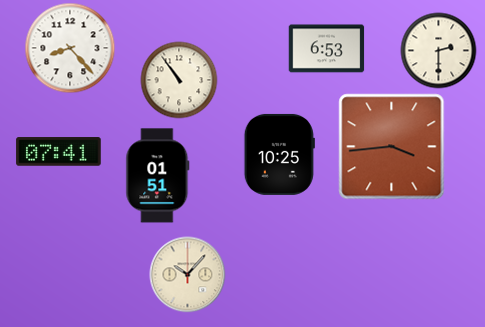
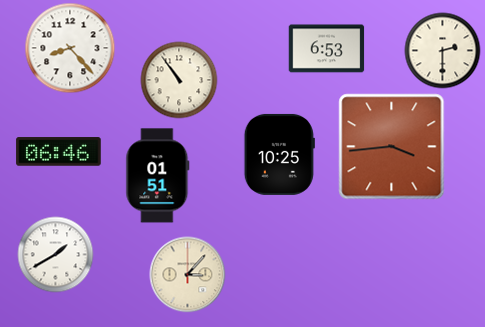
clock at (439, 51) position: (439, 51) -> (443, 51)
clock at (59, 152): 07:41 -> 06:46
clock at (56, 255): none -> 1:40
clock at (188, 275): 10:07 -> 3:07
